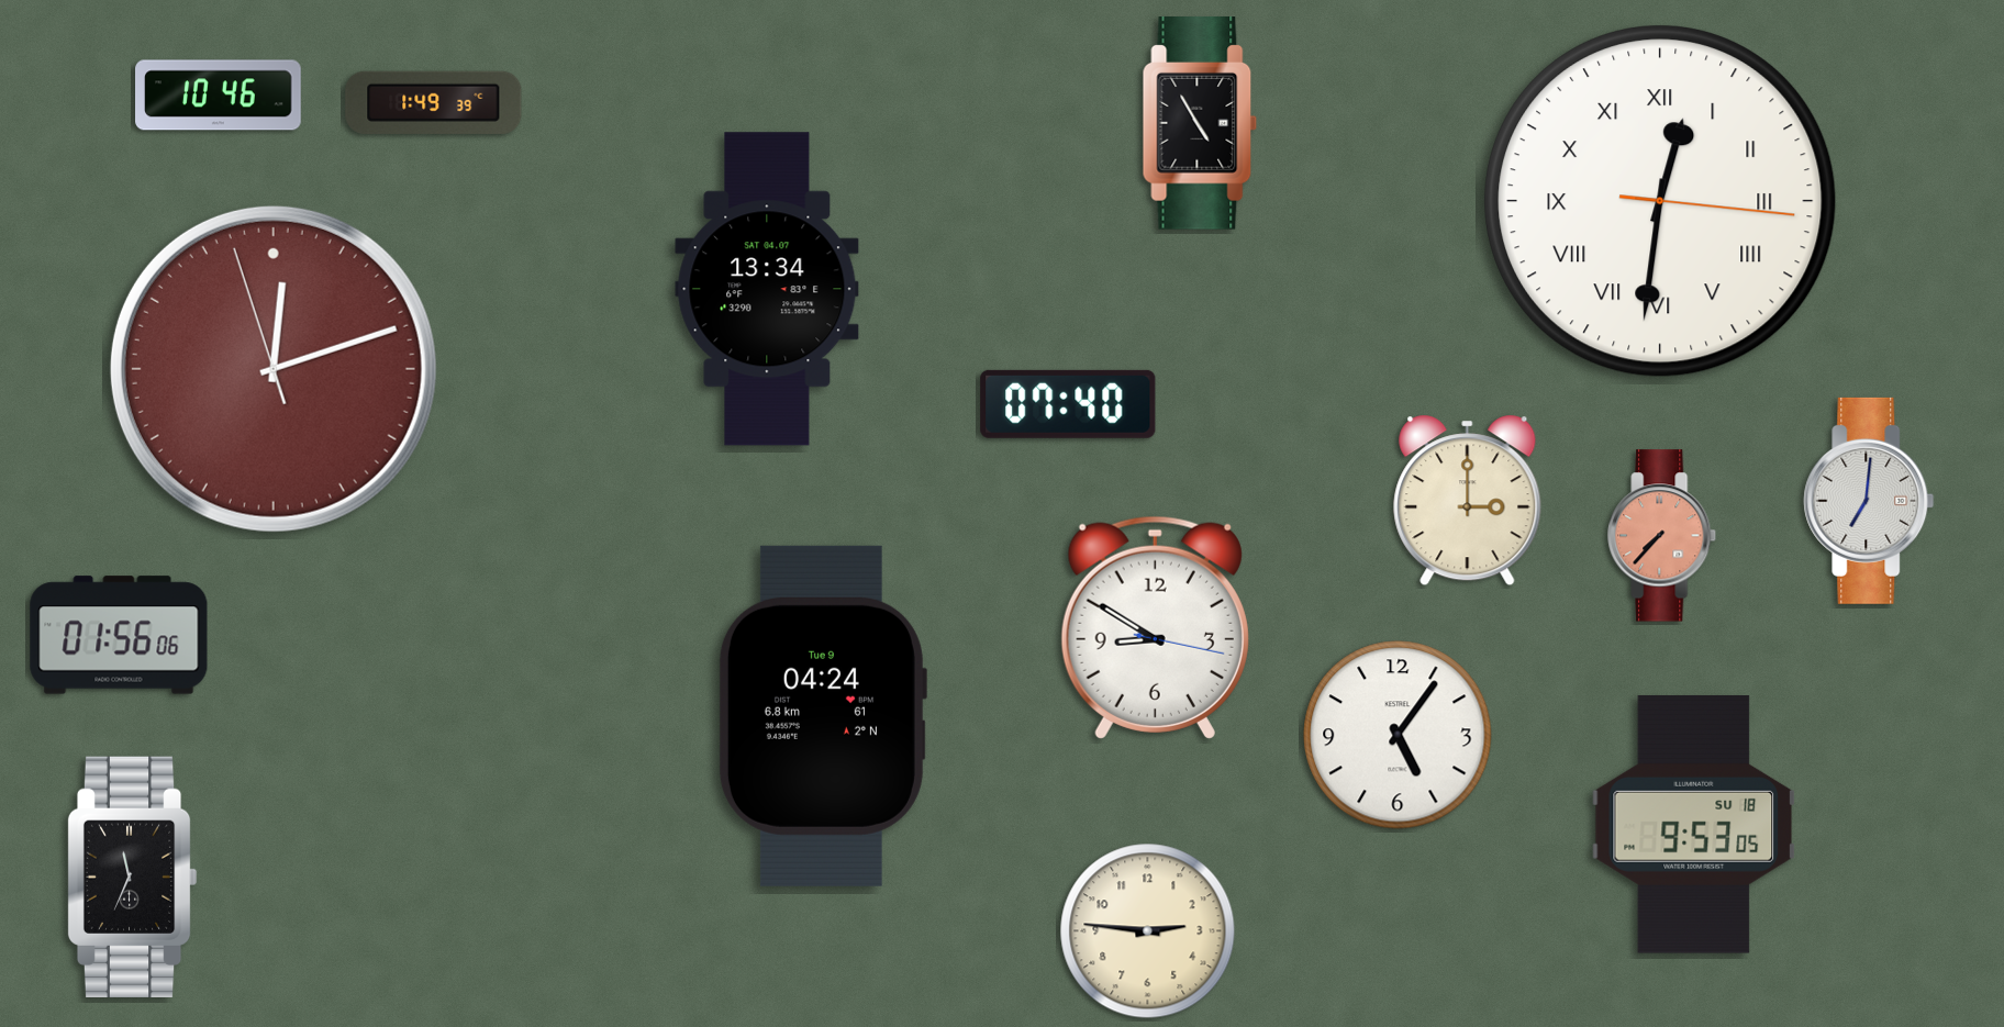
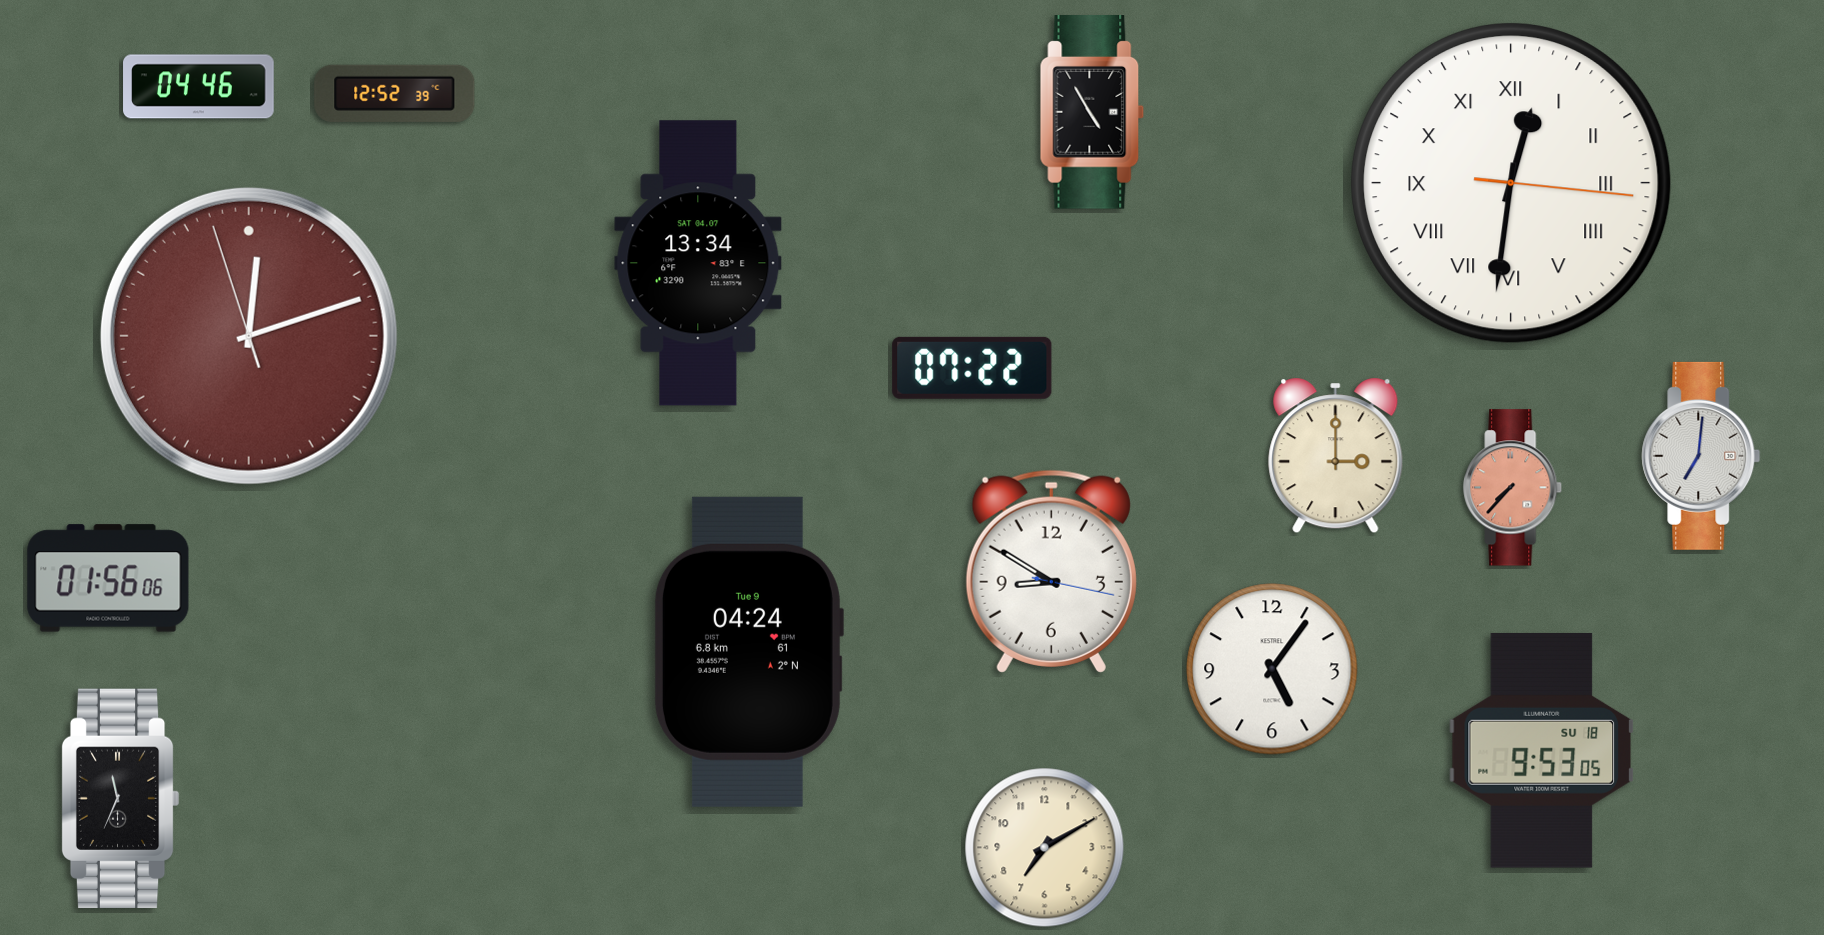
clock at (219, 96): 10:46 -> 04:46
clock at (434, 102): 1:49 -> 12:52
clock at (1068, 404): 07:40 -> 07:22
clock at (1148, 931): 2:46 -> 7:10
